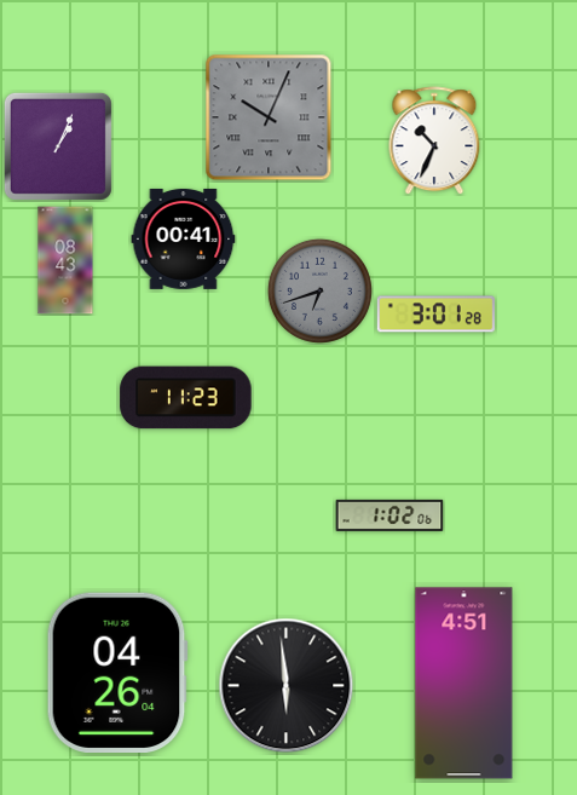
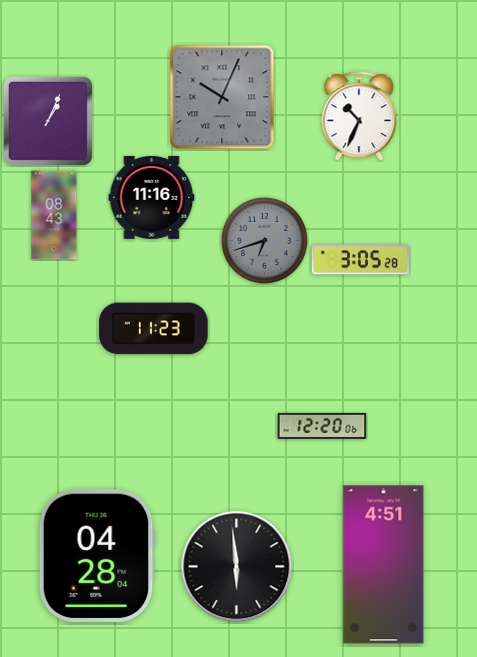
clock at (184, 240): 00:41 -> 11:16
clock at (435, 315): 3:01 -> 3:05
clock at (390, 515): 1:02 -> 12:20
clock at (117, 672): 04:26 -> 04:28
